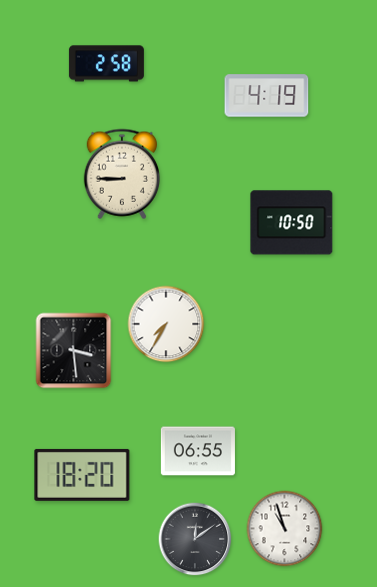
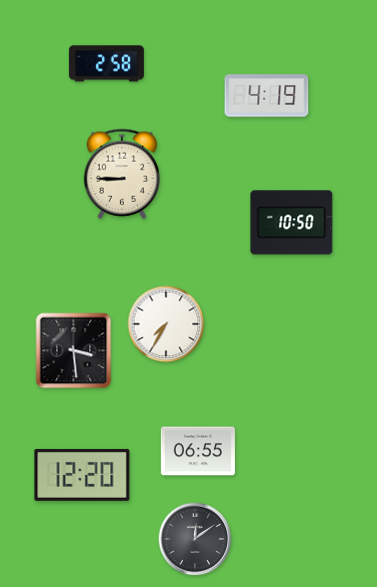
clock at (82, 475): 18:20 -> 12:20
clock at (285, 529): 10:57 -> none
